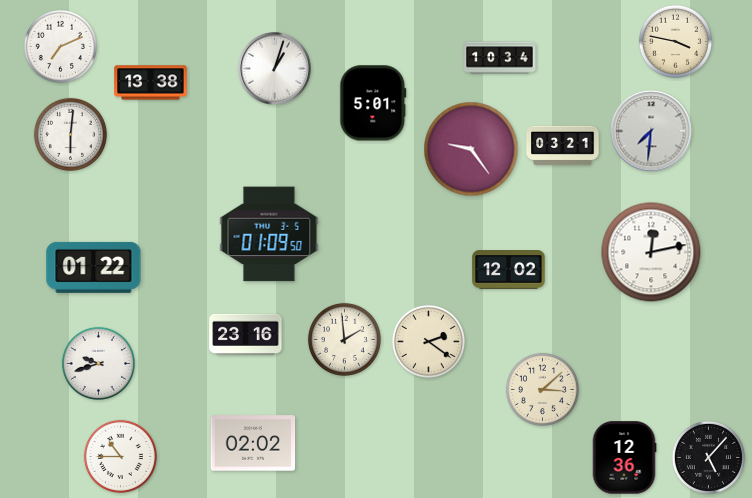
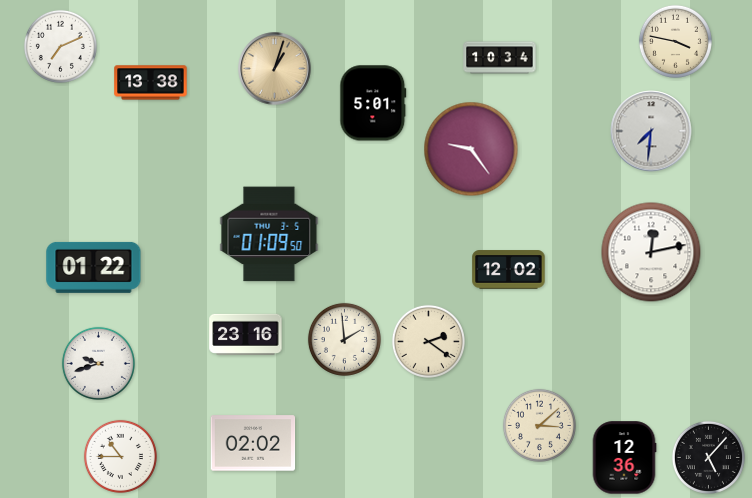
clock at (275, 69) dial: white -> champagne
clock at (70, 134): 6:01 -> none
clock at (563, 146): 03:21 -> none
clock at (542, 389) position: (542, 389) -> (539, 425)
